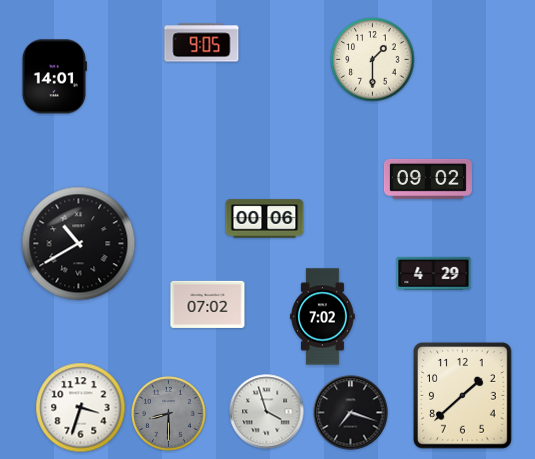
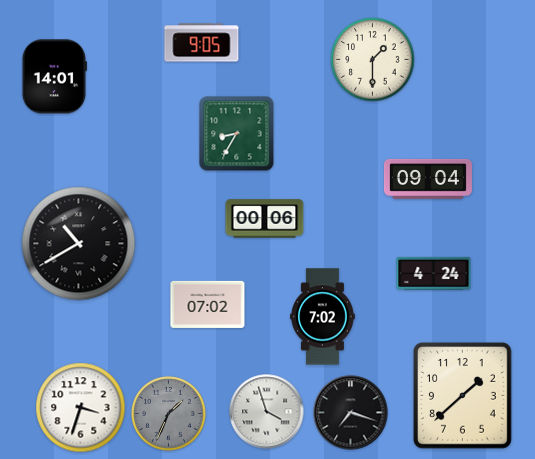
clock at (237, 134): none -> 8:35
clock at (428, 179): 09:02 -> 09:04
clock at (434, 273): 4:29 -> 4:24
clock at (169, 414): 8:30 -> 1:34
